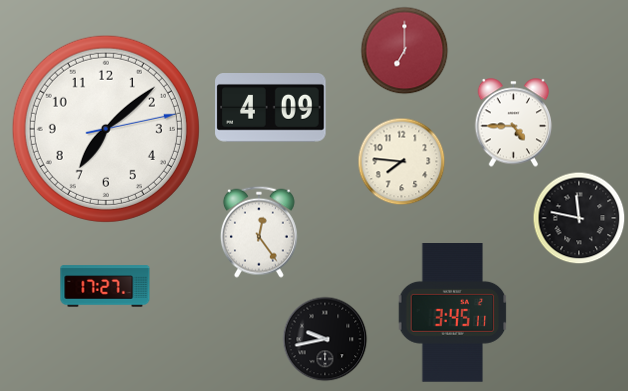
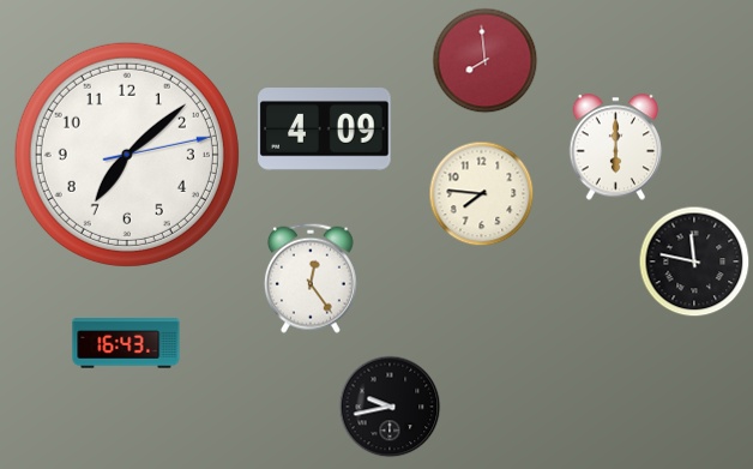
clock at (405, 51): 7:00 -> 7:59
clock at (514, 123): 4:45 -> 6:00
clock at (105, 286): 17:27 -> 16:43
clock at (453, 313): 3:45 -> none
